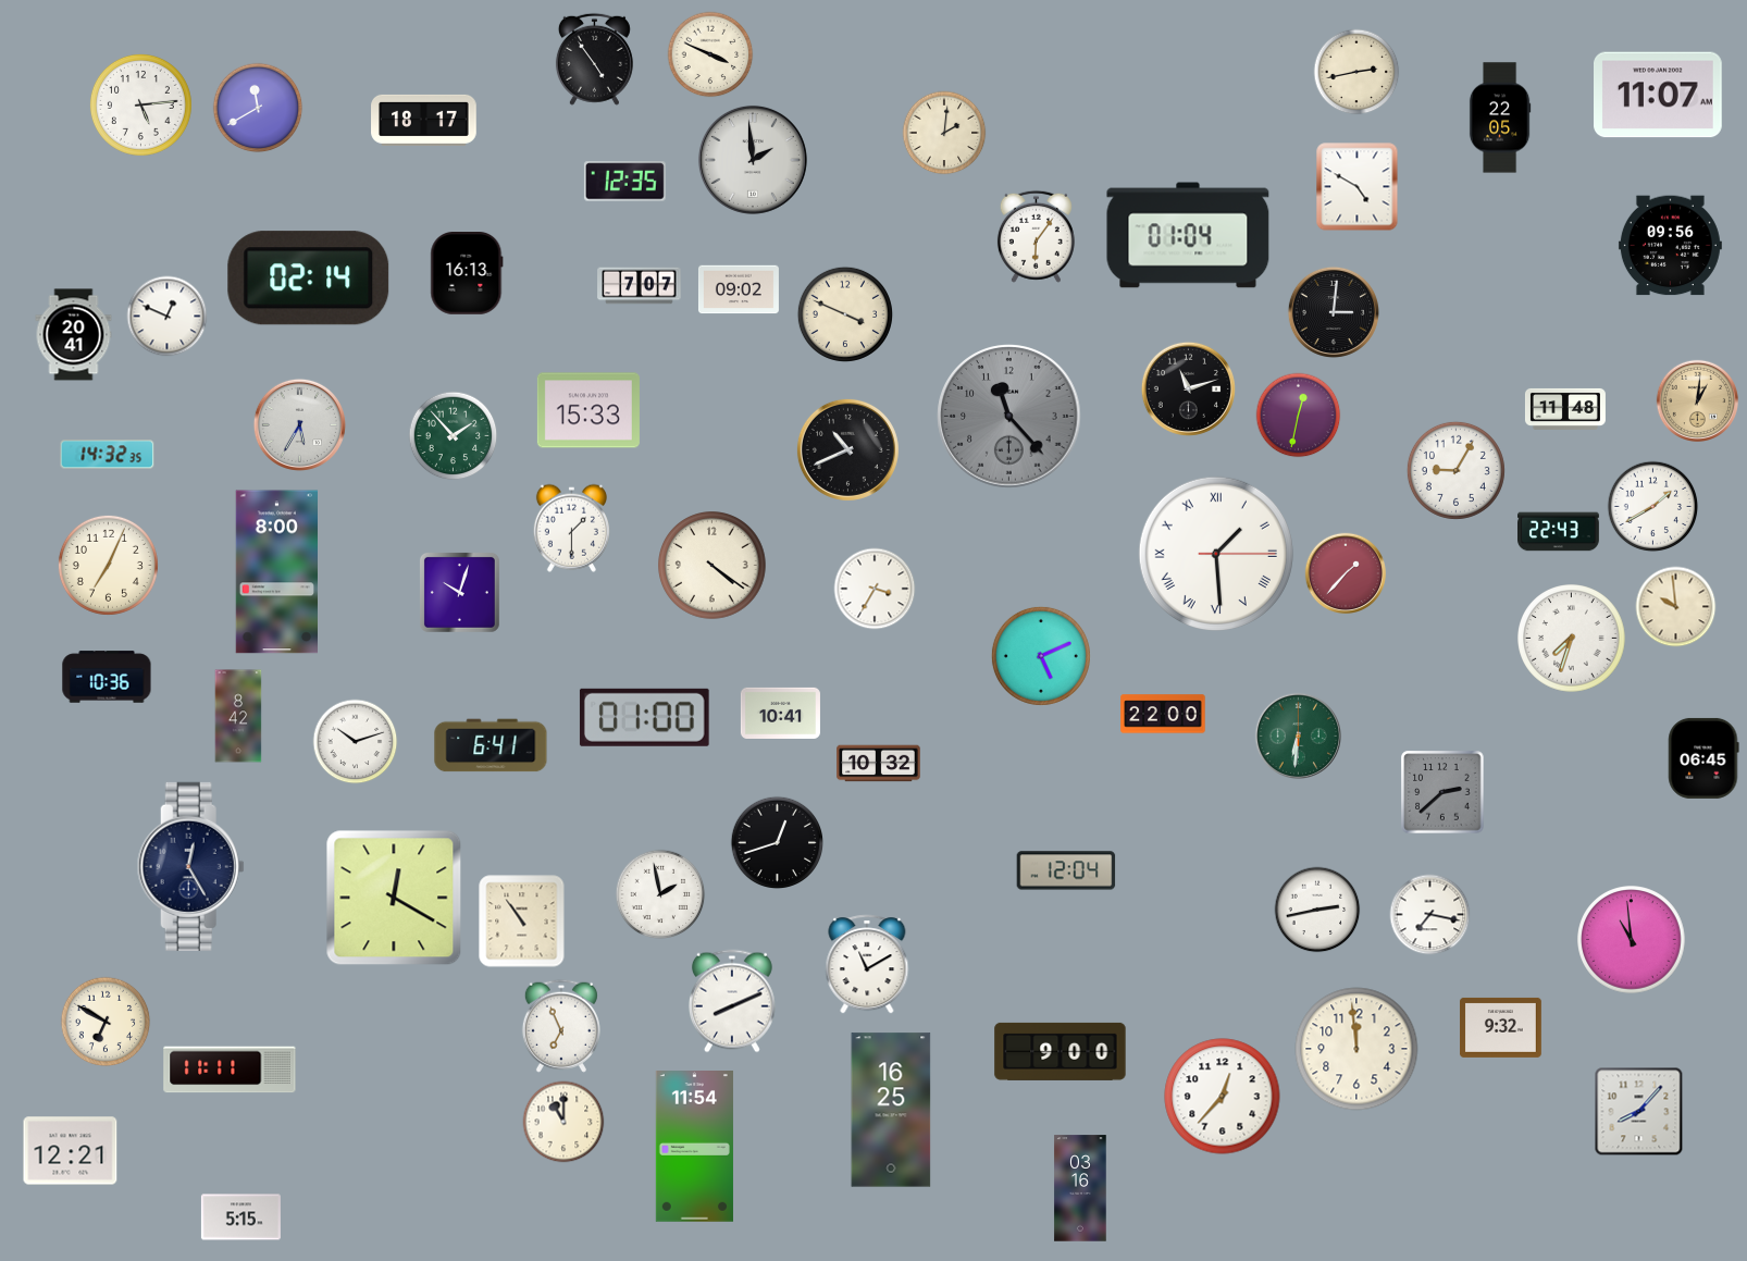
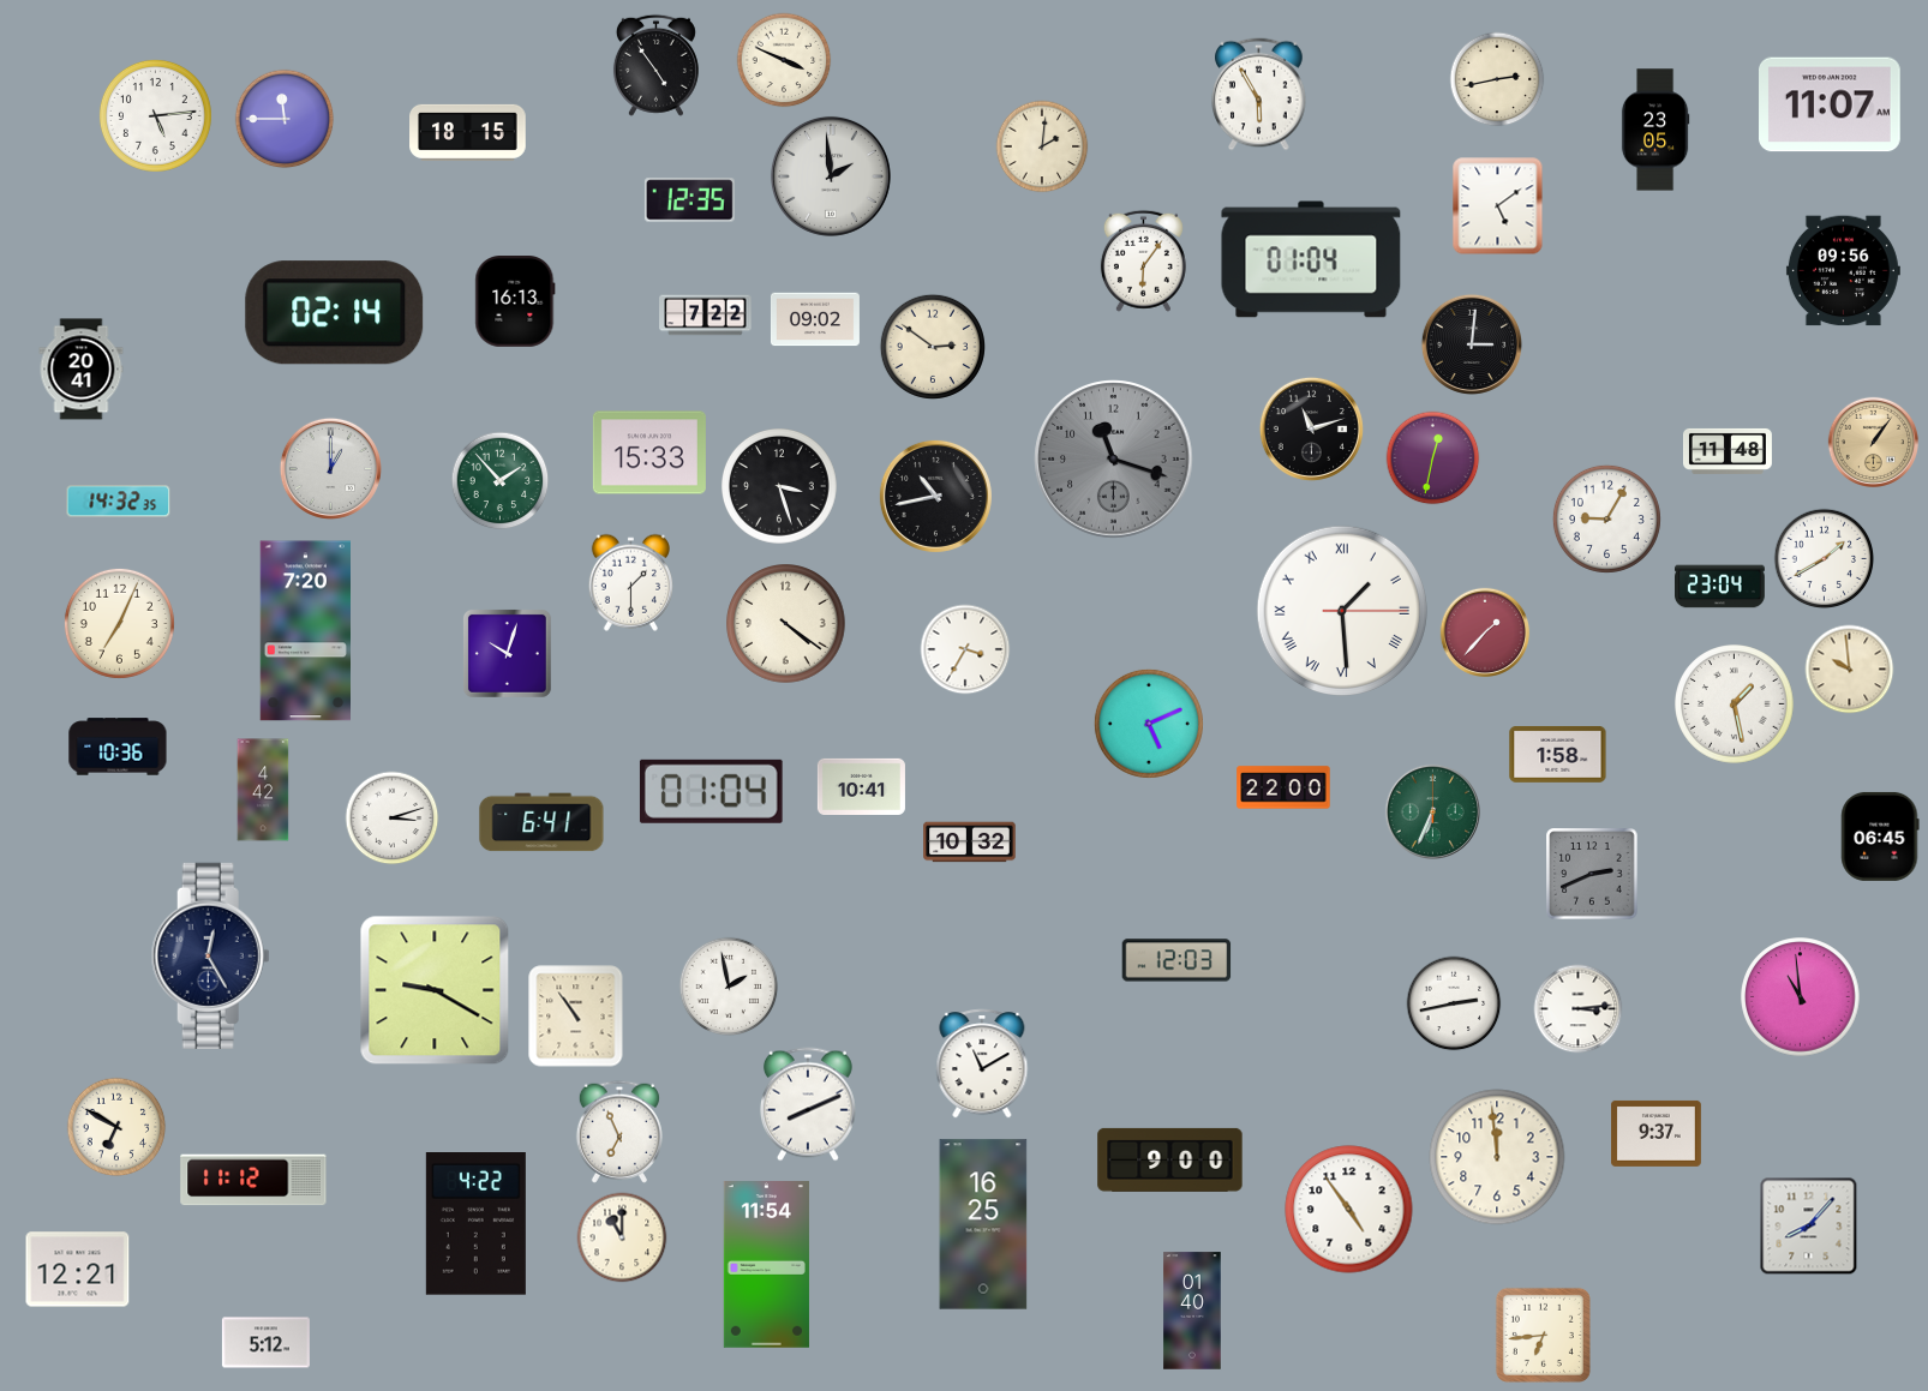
clock at (1259, 95): none -> 5:55
clock at (258, 108): 11:40 -> 11:45
clock at (1500, 118): 22:05 -> 23:05
clock at (424, 120): 18:17 -> 18:15
clock at (1358, 187): 4:50 -> 5:09
clock at (309, 279) position: (309, 279) -> (335, 313)
clock at (640, 286): 7:07 -> 7:22
clock at (845, 314): 3:49 -> 2:51
clock at (168, 317): 12:49 -> none
clock at (1697, 400): 1:01 -> 1:06
clock at (1009, 417): 11:23 -> 11:18
clock at (299, 424): 5:35 -> 1:00
clock at (780, 487): none -> 3:27
clock at (847, 449): 10:41 -> 10:43
clock at (1559, 532): 22:43 -> 23:04
clock at (276, 572): 8:00 -> 7:20
clock at (1572, 639): 7:33 -> 1:28
clock at (1558, 754): none -> 1:58
clock at (238, 716): 8:42 -> 4:42
clock at (644, 717): 01:00 -> 01:04
clock at (1298, 735): 6:31 -> 6:34
clock at (356, 742): 10:12 -> 3:12
clock at (1442, 792): 2:38 -> 2:41
clock at (777, 842): 12:42 -> none
clock at (1066, 870): 12:04 -> 12:03
clock at (394, 898): 12:20 -> 9:20
clock at (1430, 915): 7:17 -> 3:14
clock at (1632, 940) position: (1632, 940) -> (1801, 997)
clock at (867, 964) position: (867, 964) -> (982, 1063)
clock at (1501, 1027): 9:32 -> 9:37
clock at (230, 1070): 11:11 -> 11:12
clock at (1223, 1097): 12:37 -> 4:54
clock at (475, 1224): none -> 4:22
clock at (1080, 1188): 03:16 -> 01:40
clock at (1543, 1335): none -> 6:44
clock at (240, 1217): 5:15 -> 5:12
